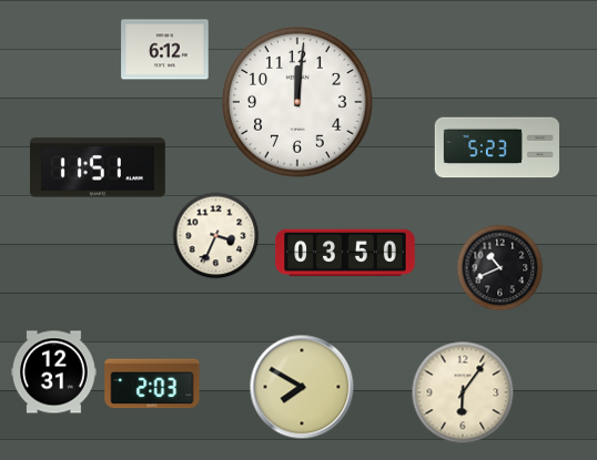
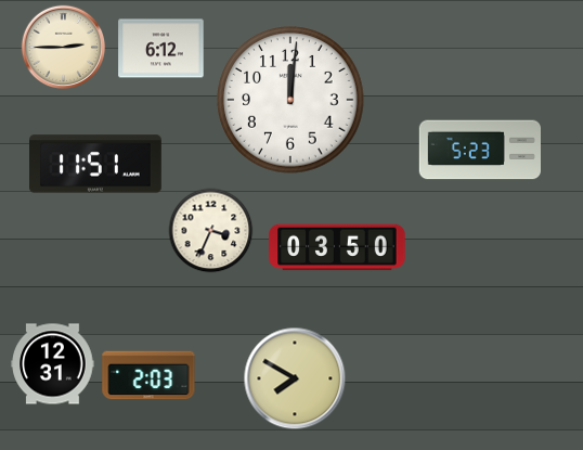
clock at (63, 47): none -> 2:45
clock at (496, 147) position: (496, 147) -> (479, 150)
clock at (499, 267): 10:41 -> none
clock at (463, 392): 6:06 -> none
